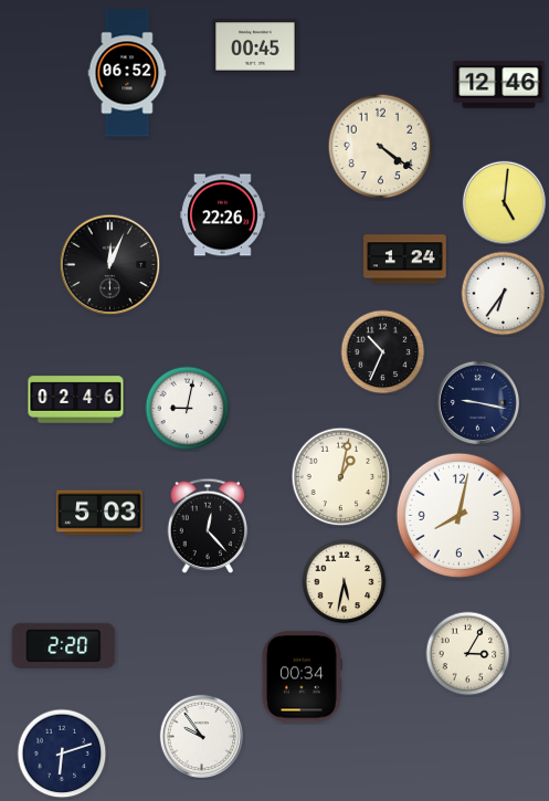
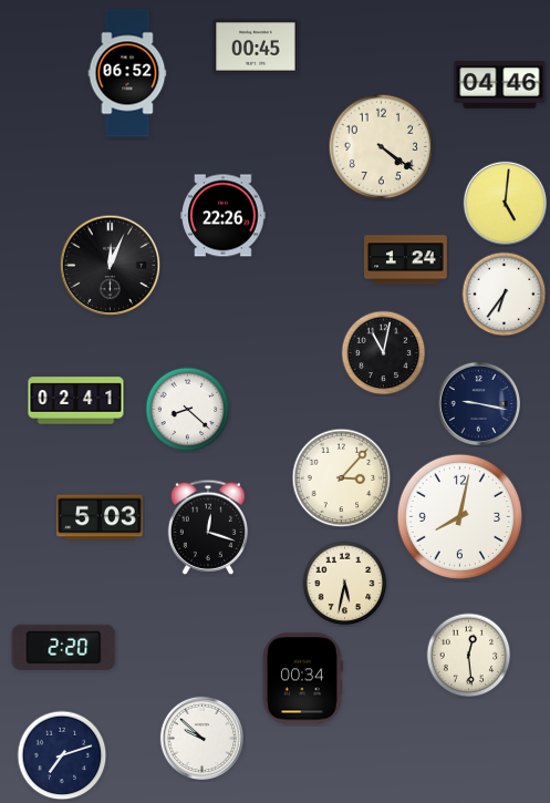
clock at (499, 85): 12:46 -> 04:46
clock at (383, 352): 10:34 -> 11:02
clock at (76, 400): 02:46 -> 02:41
clock at (188, 409): 9:02 -> 8:22
clock at (341, 477): 1:02 -> 3:07
clock at (99, 513) position: (99, 513) -> (100, 517)
clock at (208, 526): 12:23 -> 12:18
clock at (468, 654): 3:05 -> 12:29
clock at (201, 736): 9:54 -> 9:52
clock at (62, 753): 6:12 -> 7:12
